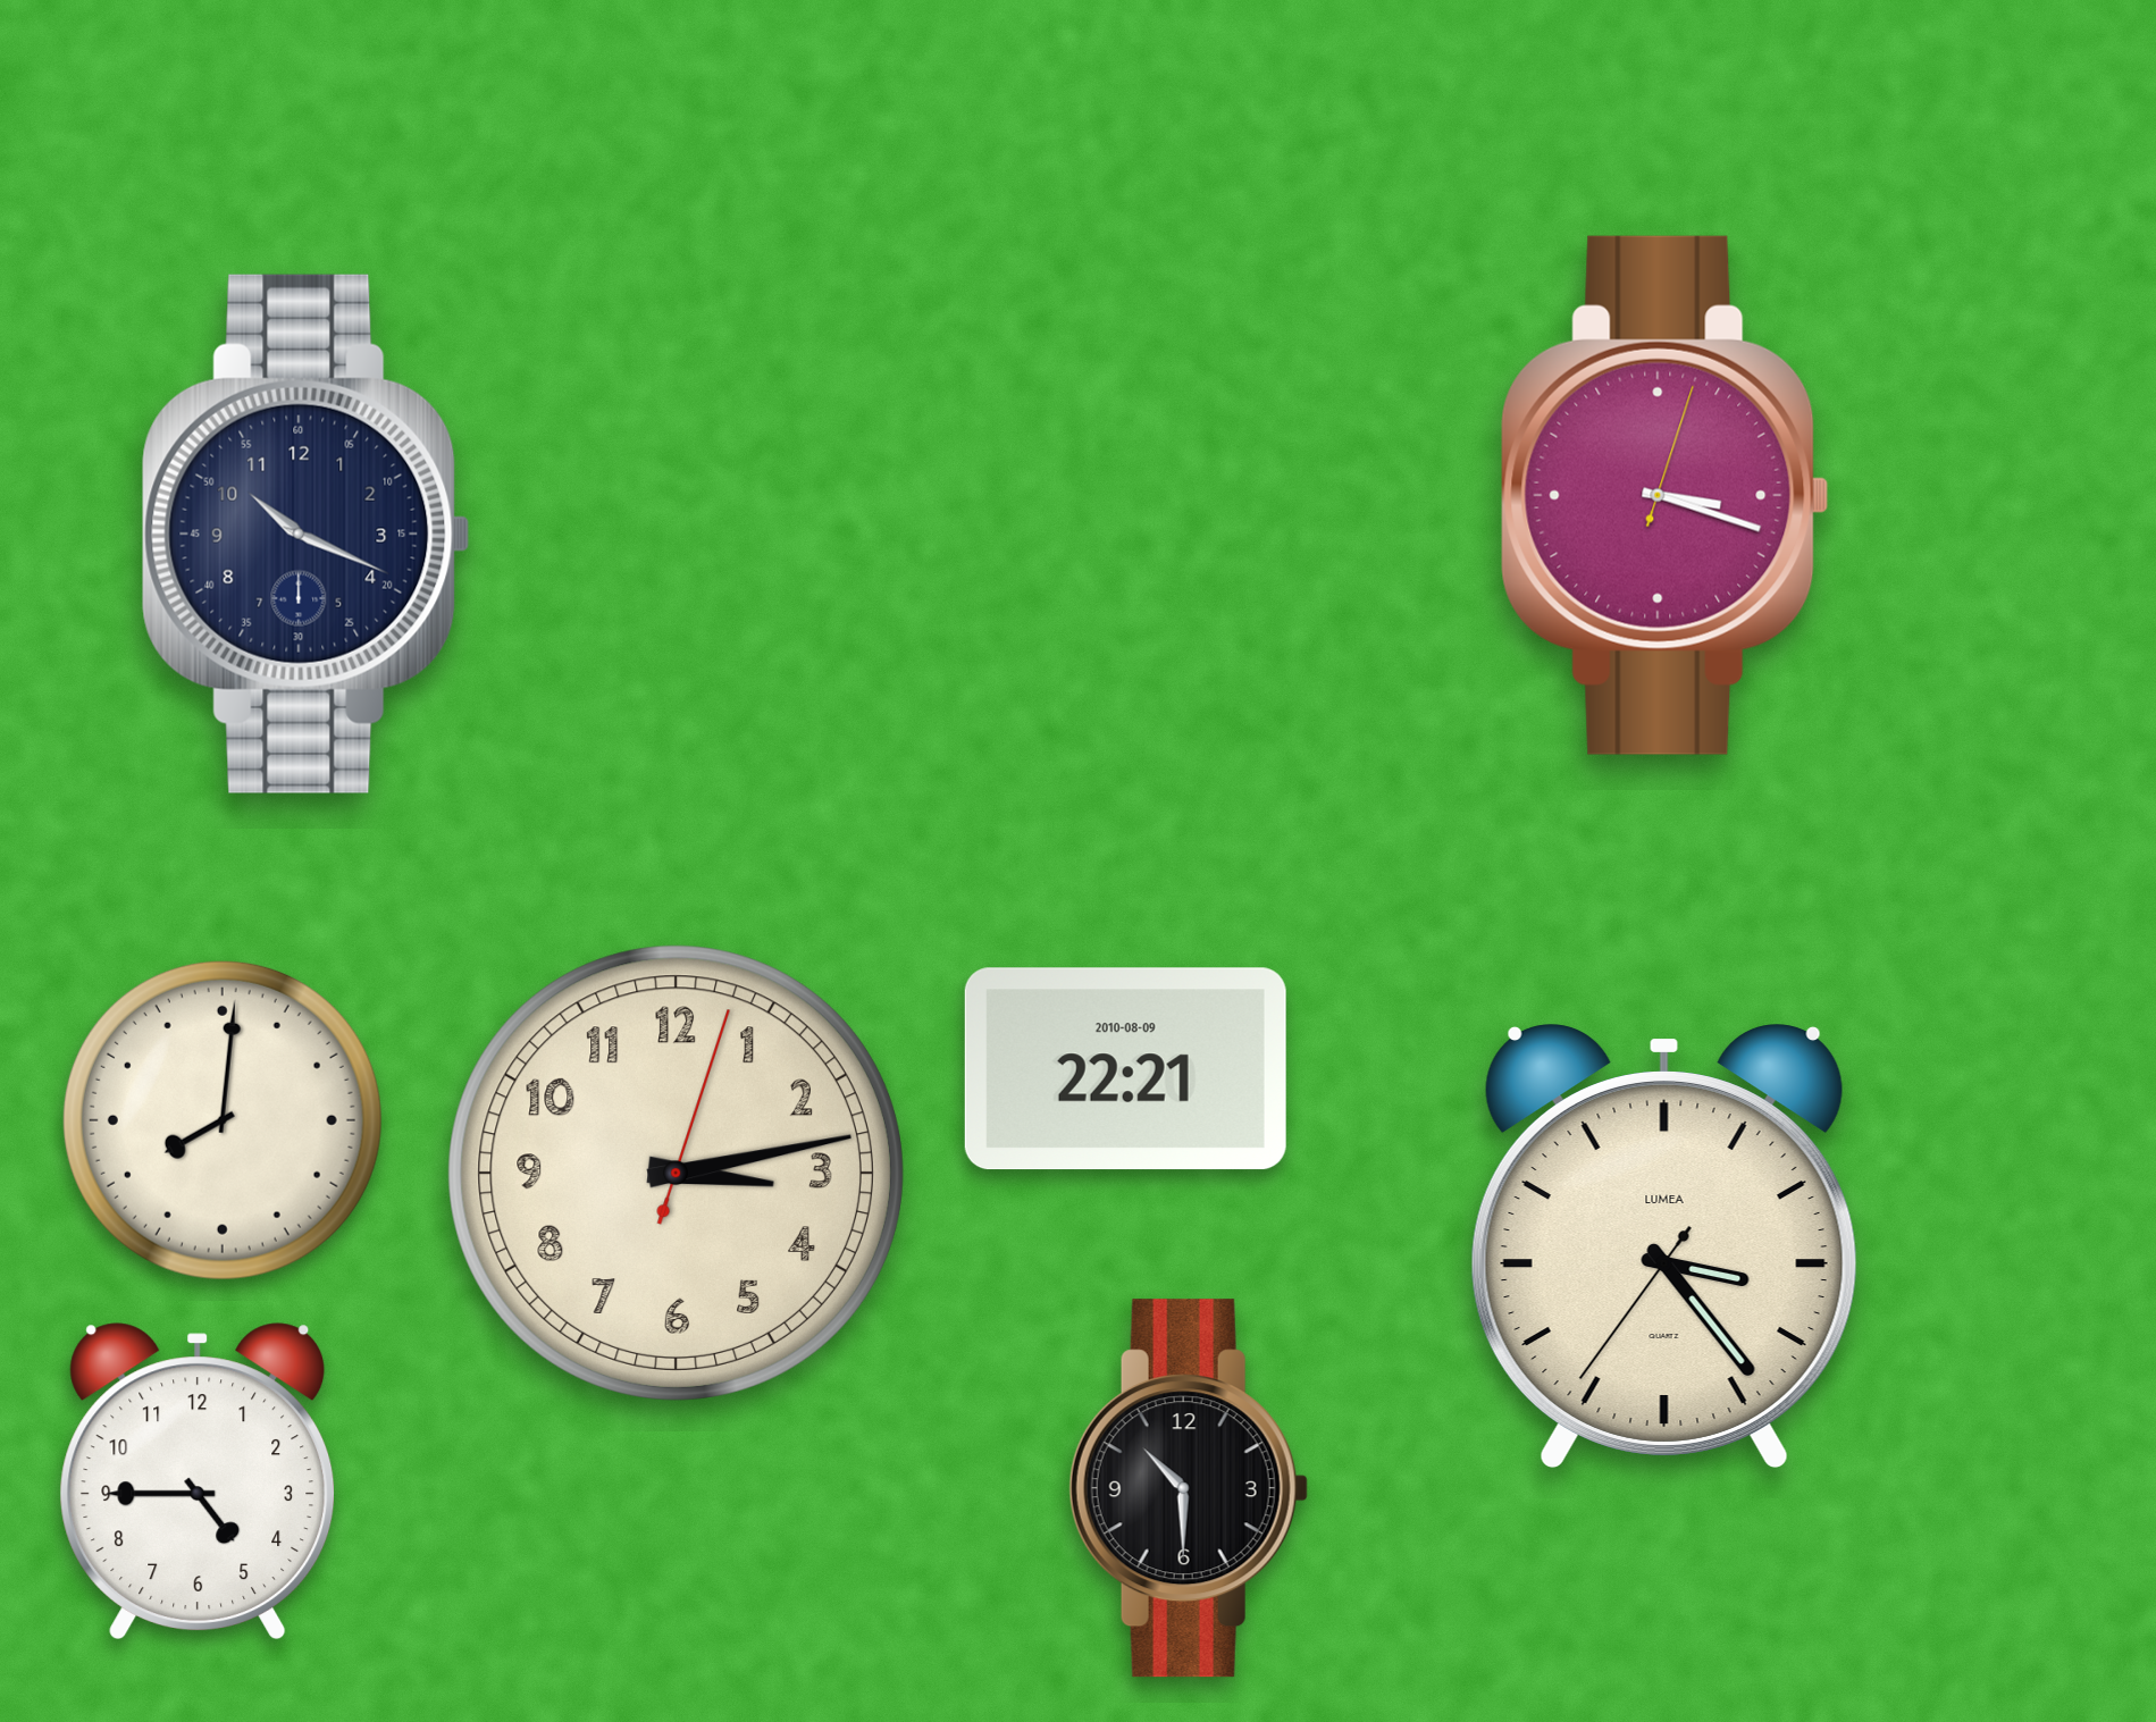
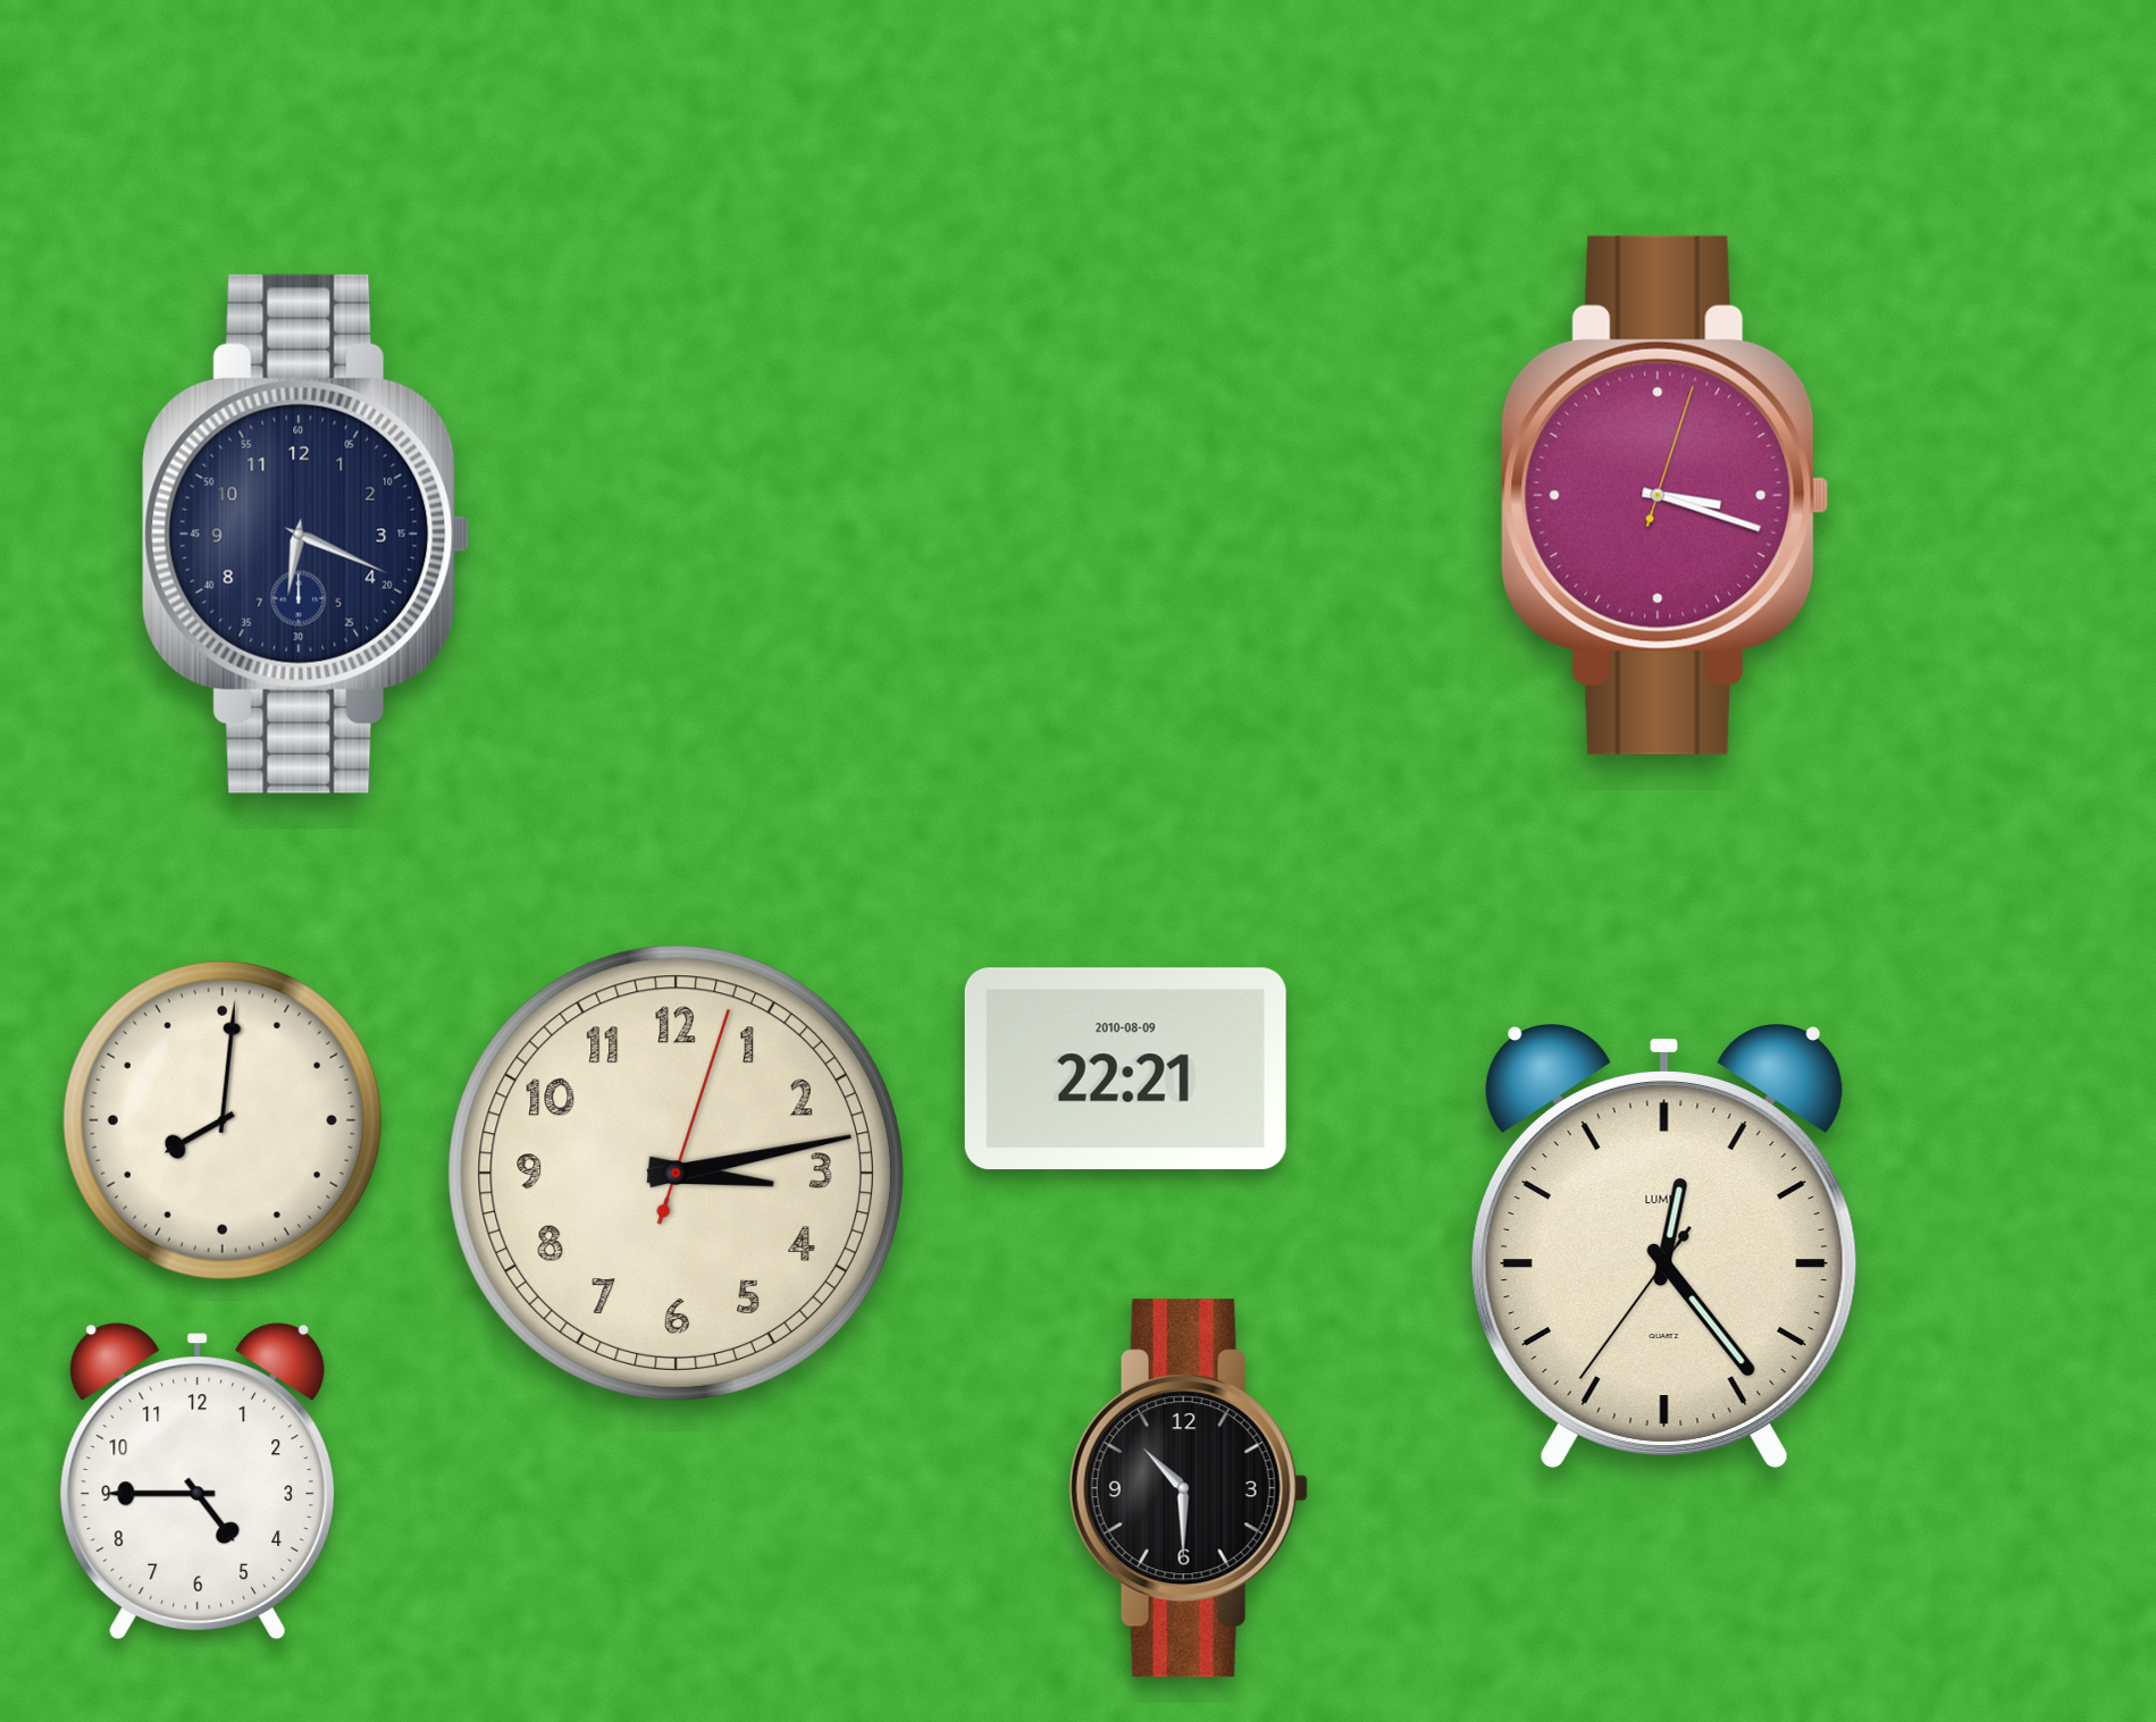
clock at (307, 534): 10:19 -> 6:19
clock at (1664, 1246): 3:23 -> 12:23
